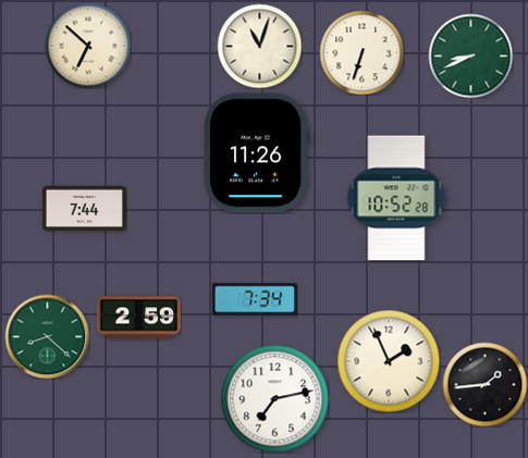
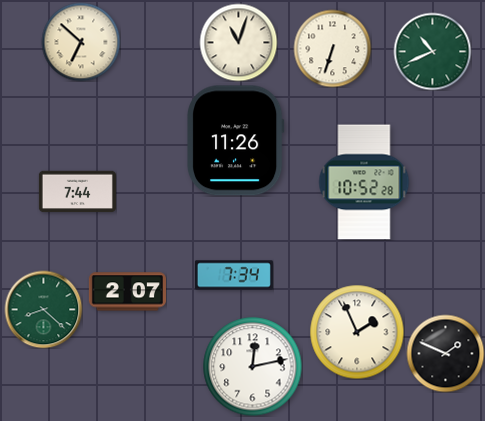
clock at (470, 55): 8:41 -> 10:41
clock at (138, 318): 2:59 -> 2:07
clock at (484, 384): 1:44 -> 1:49
clock at (275, 399): 7:13 -> 12:13
